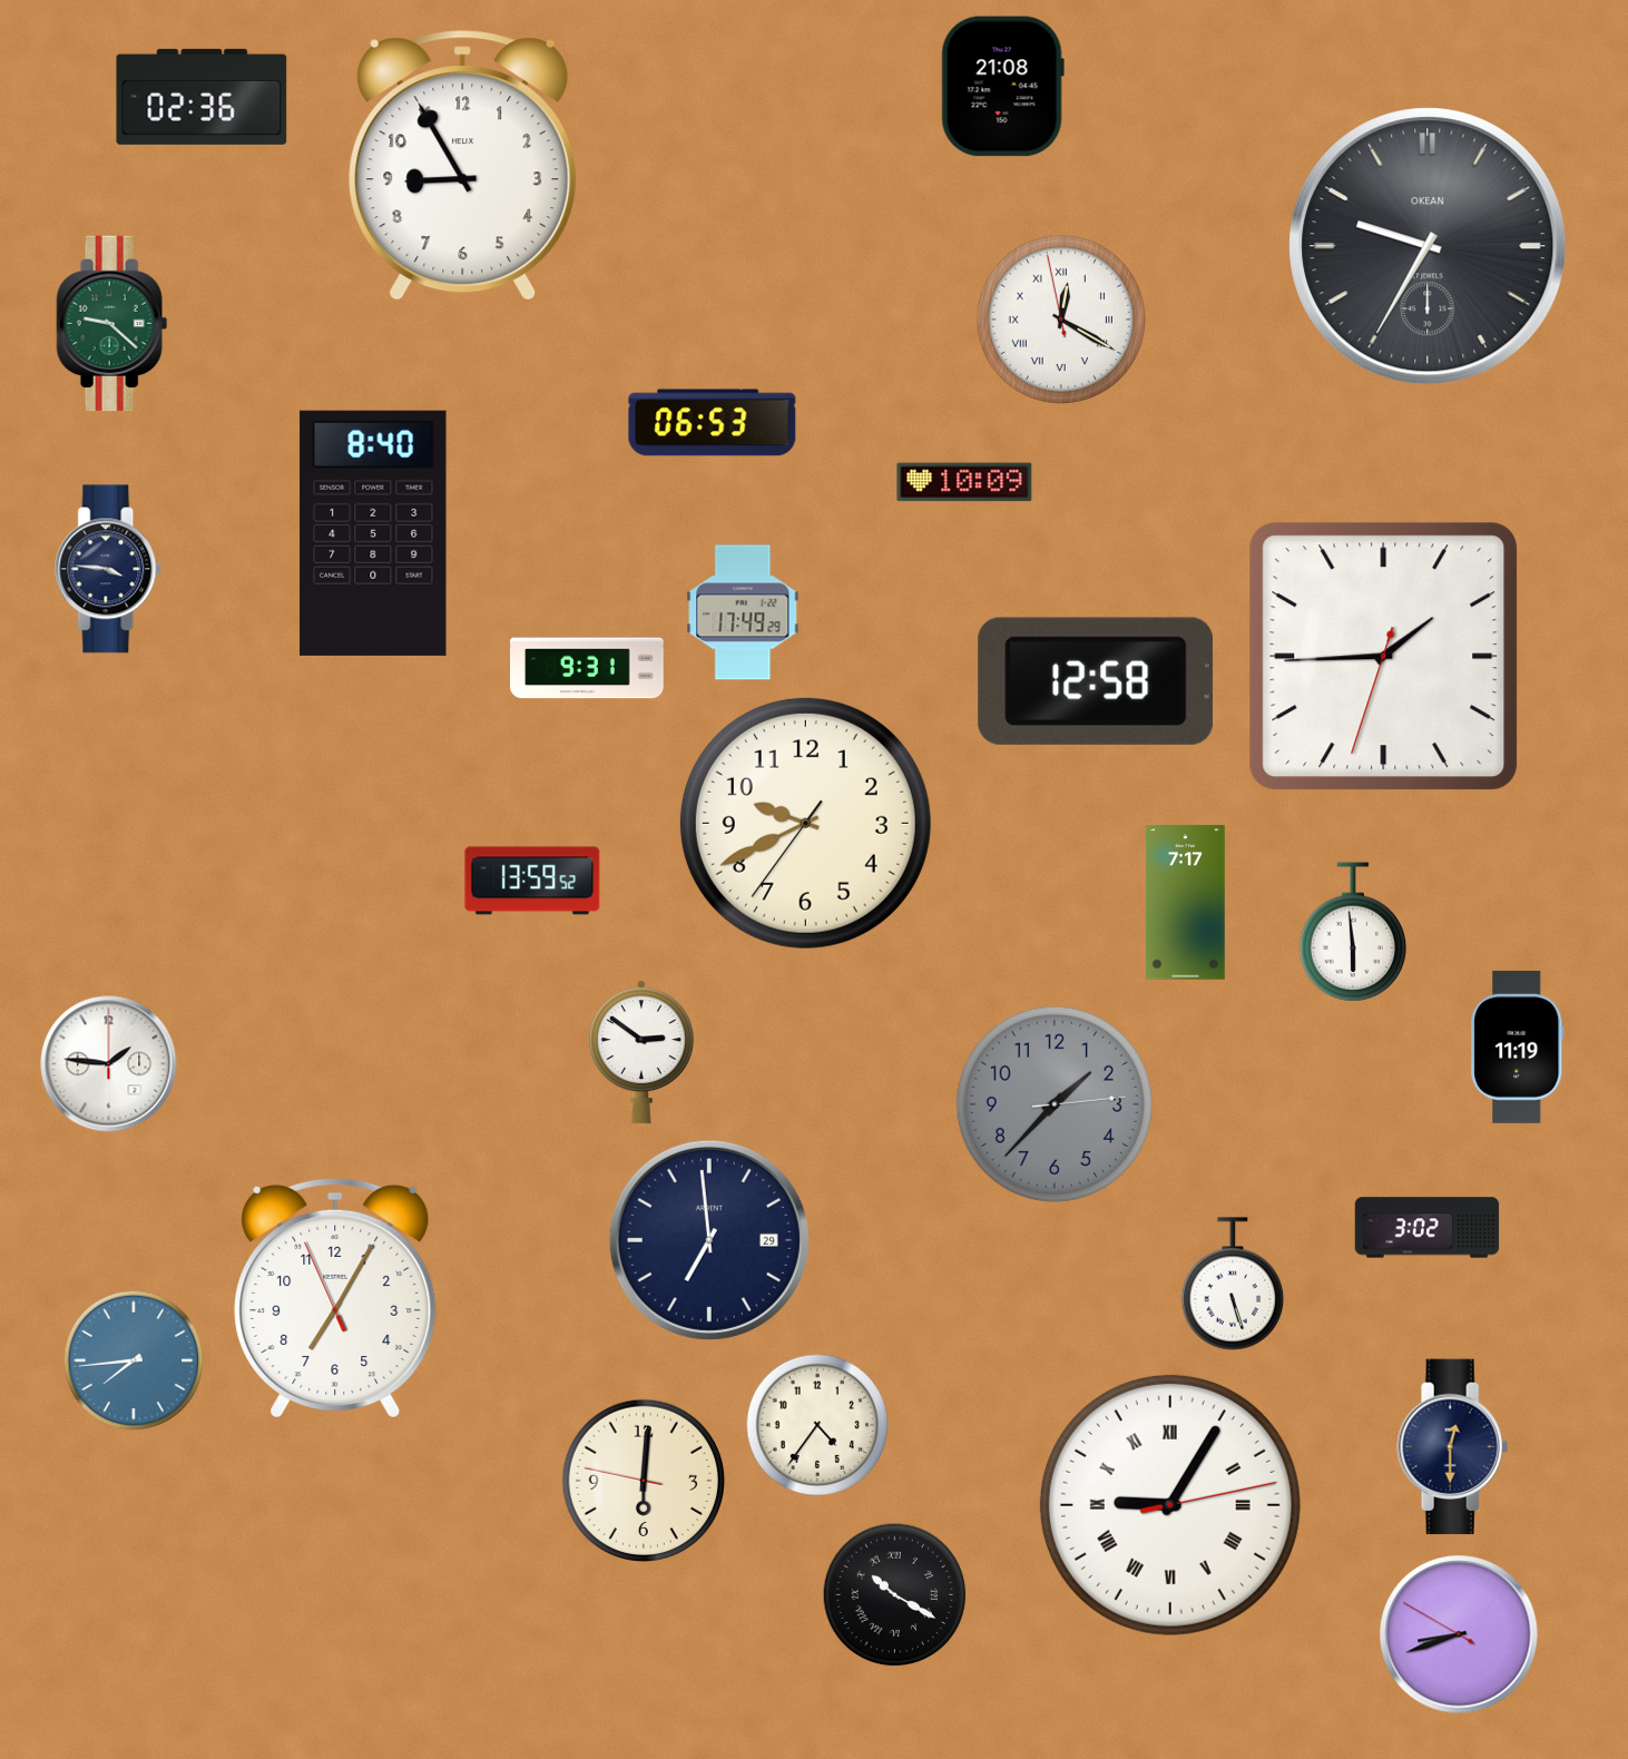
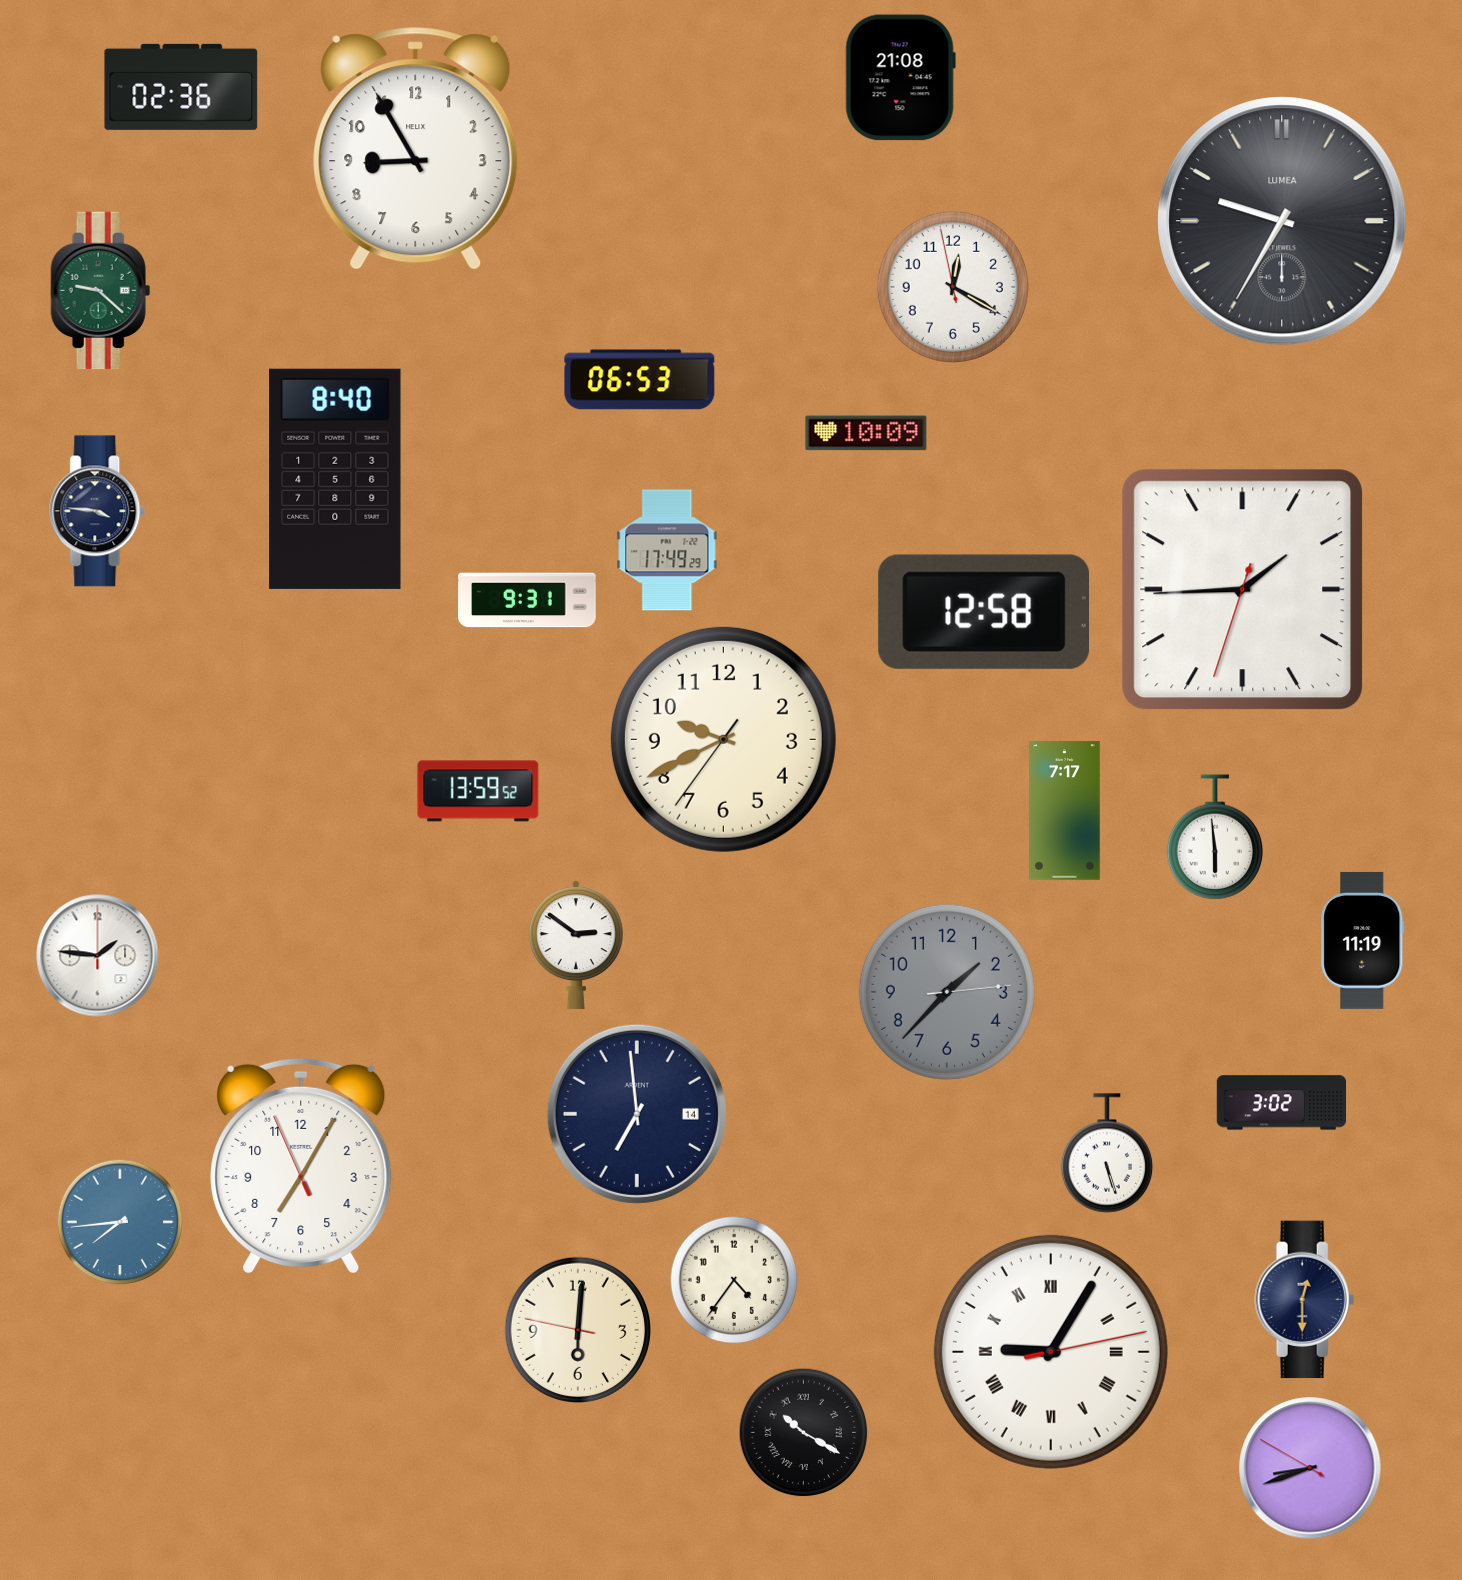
clock at (1428, 246) brand: OKEAN -> LUMEA
clock at (1061, 320) numerals: Roman -> Arabic
clock at (709, 1240) date: 29 -> 14
